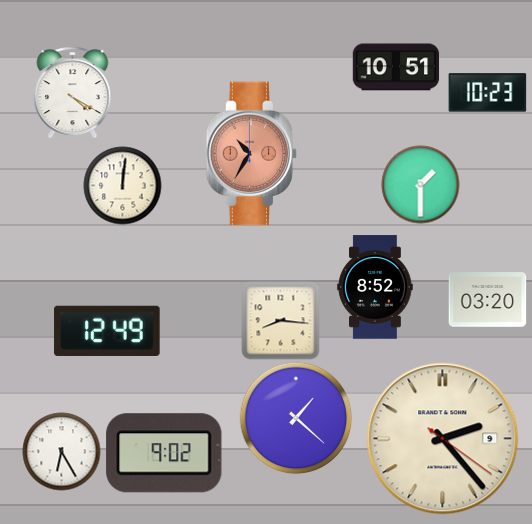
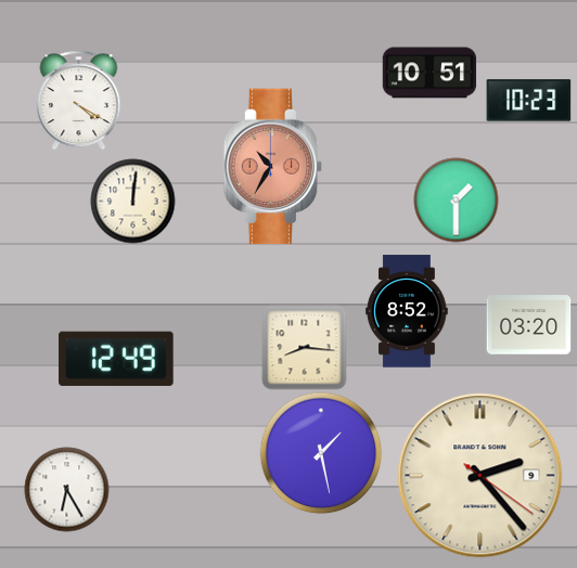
clock at (296, 418): 1:22 -> 1:28
clock at (164, 453): 9:02 -> none
